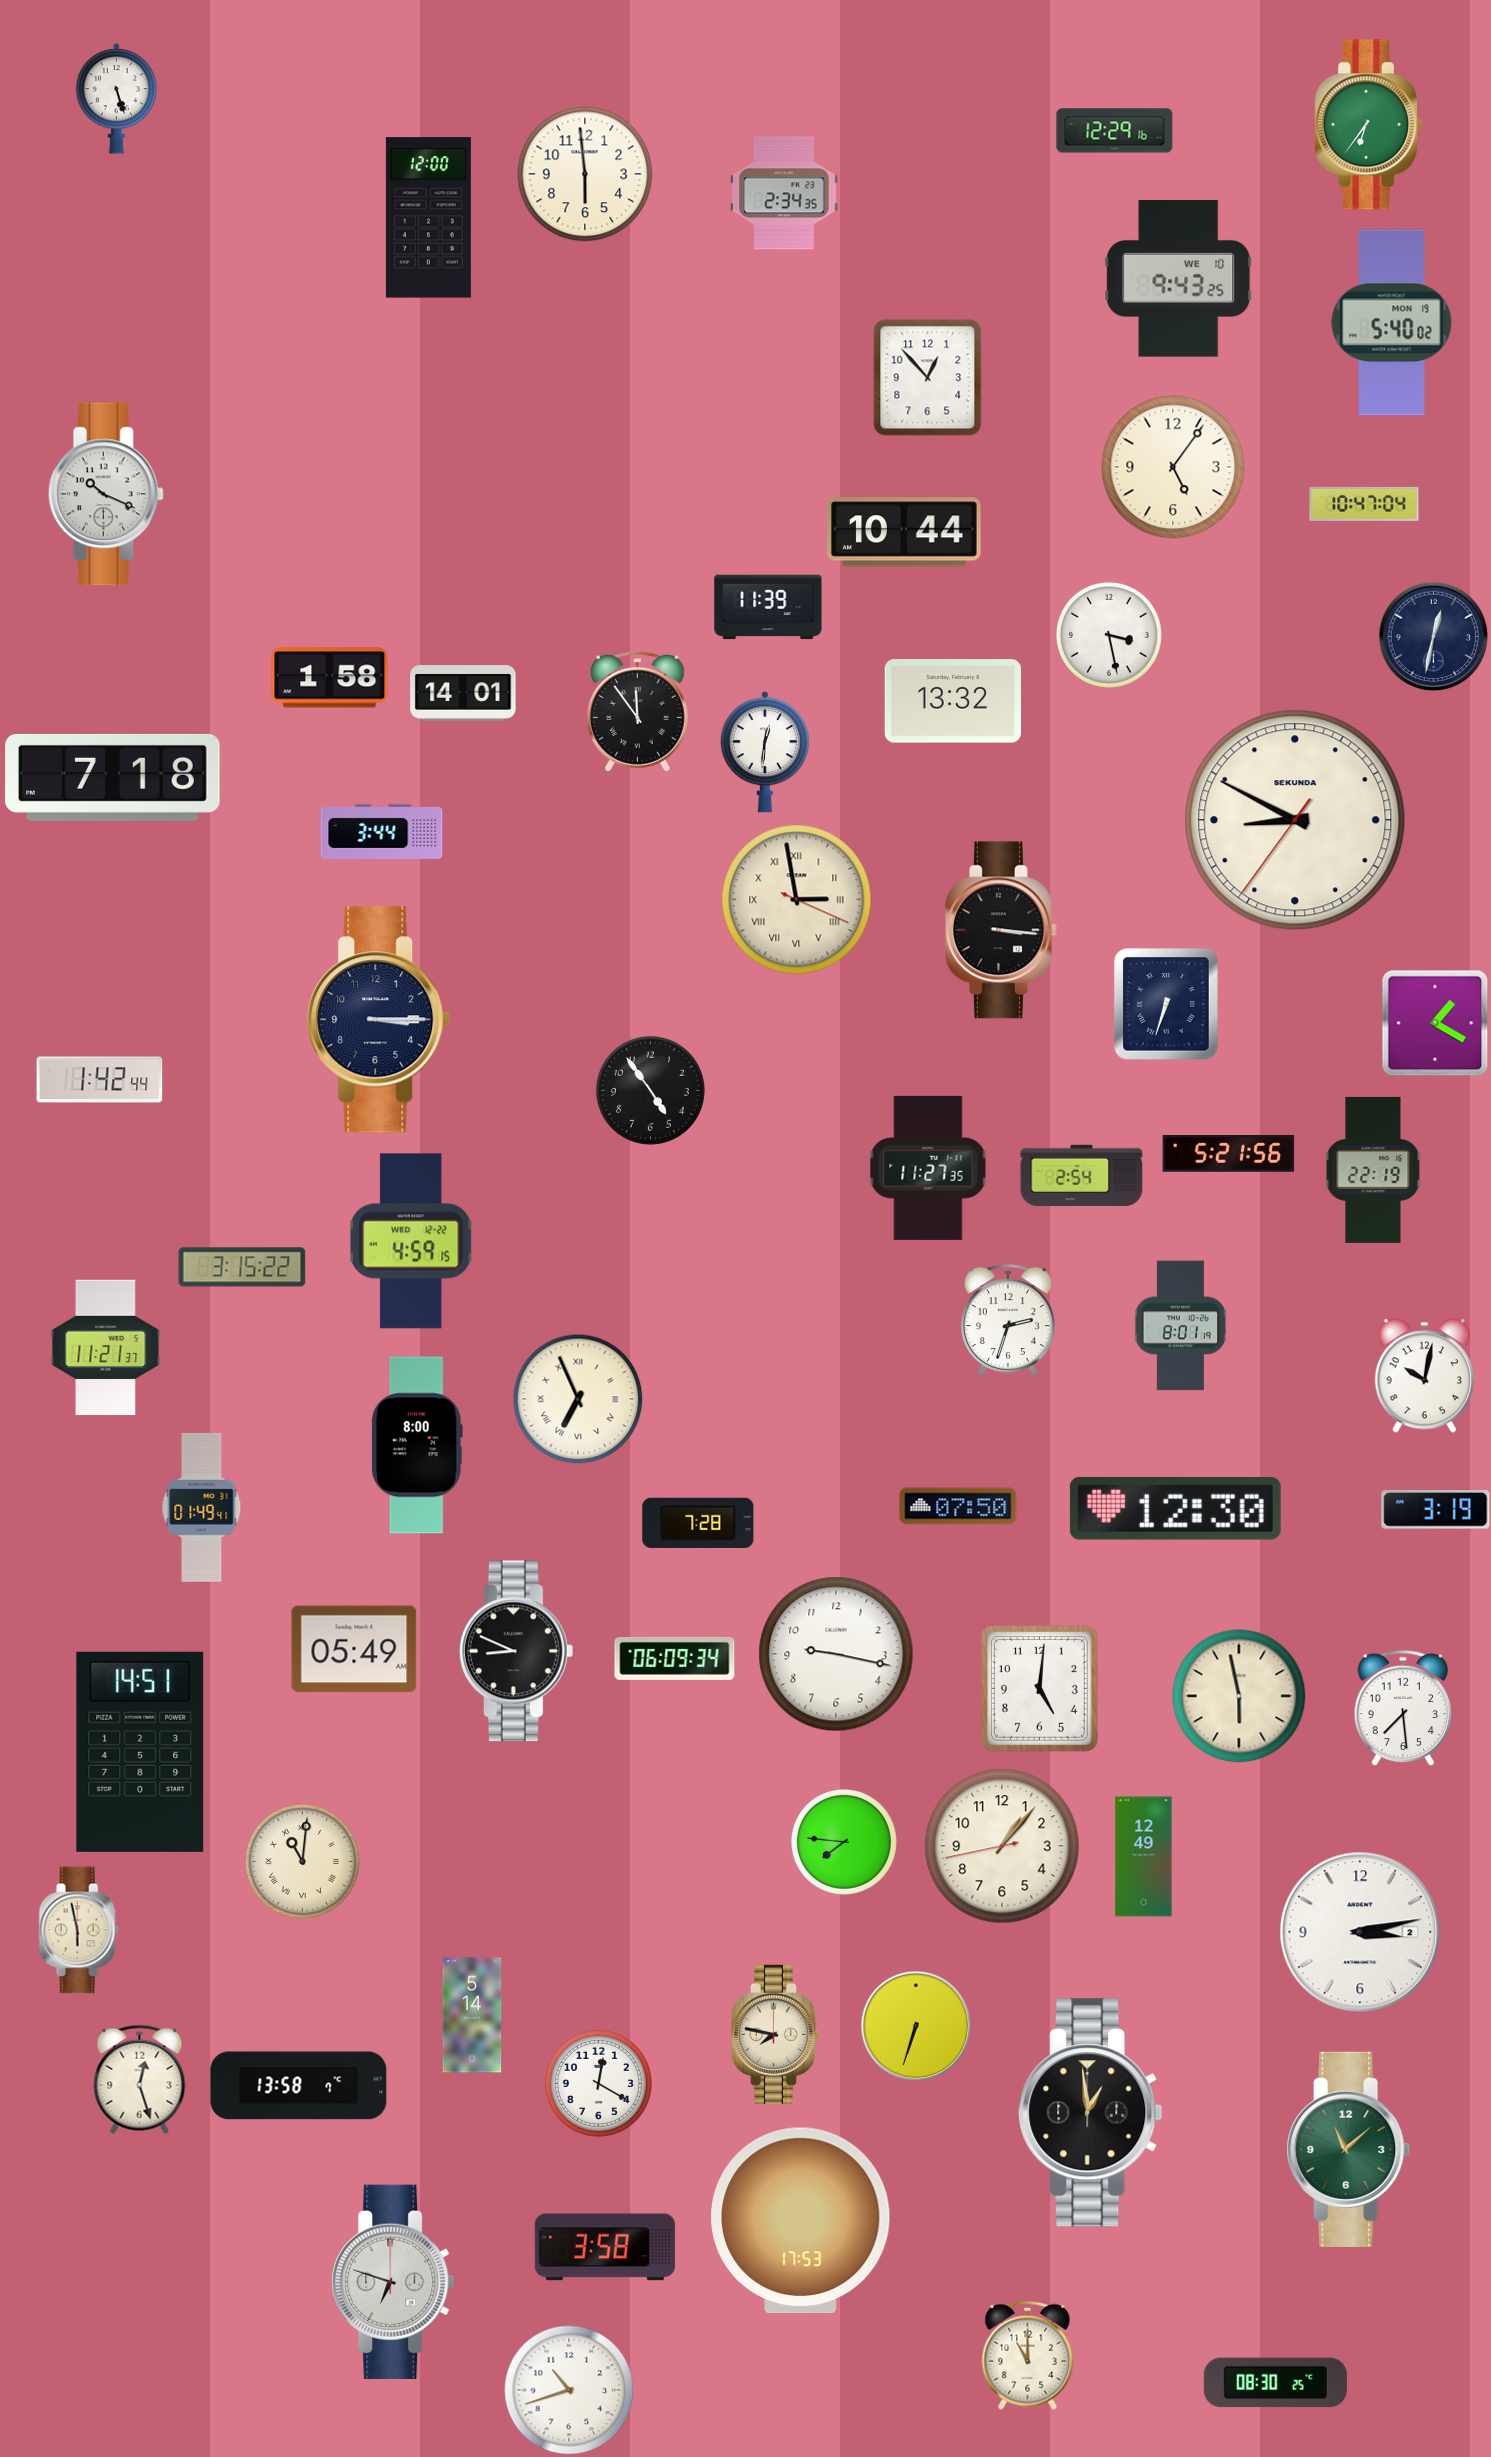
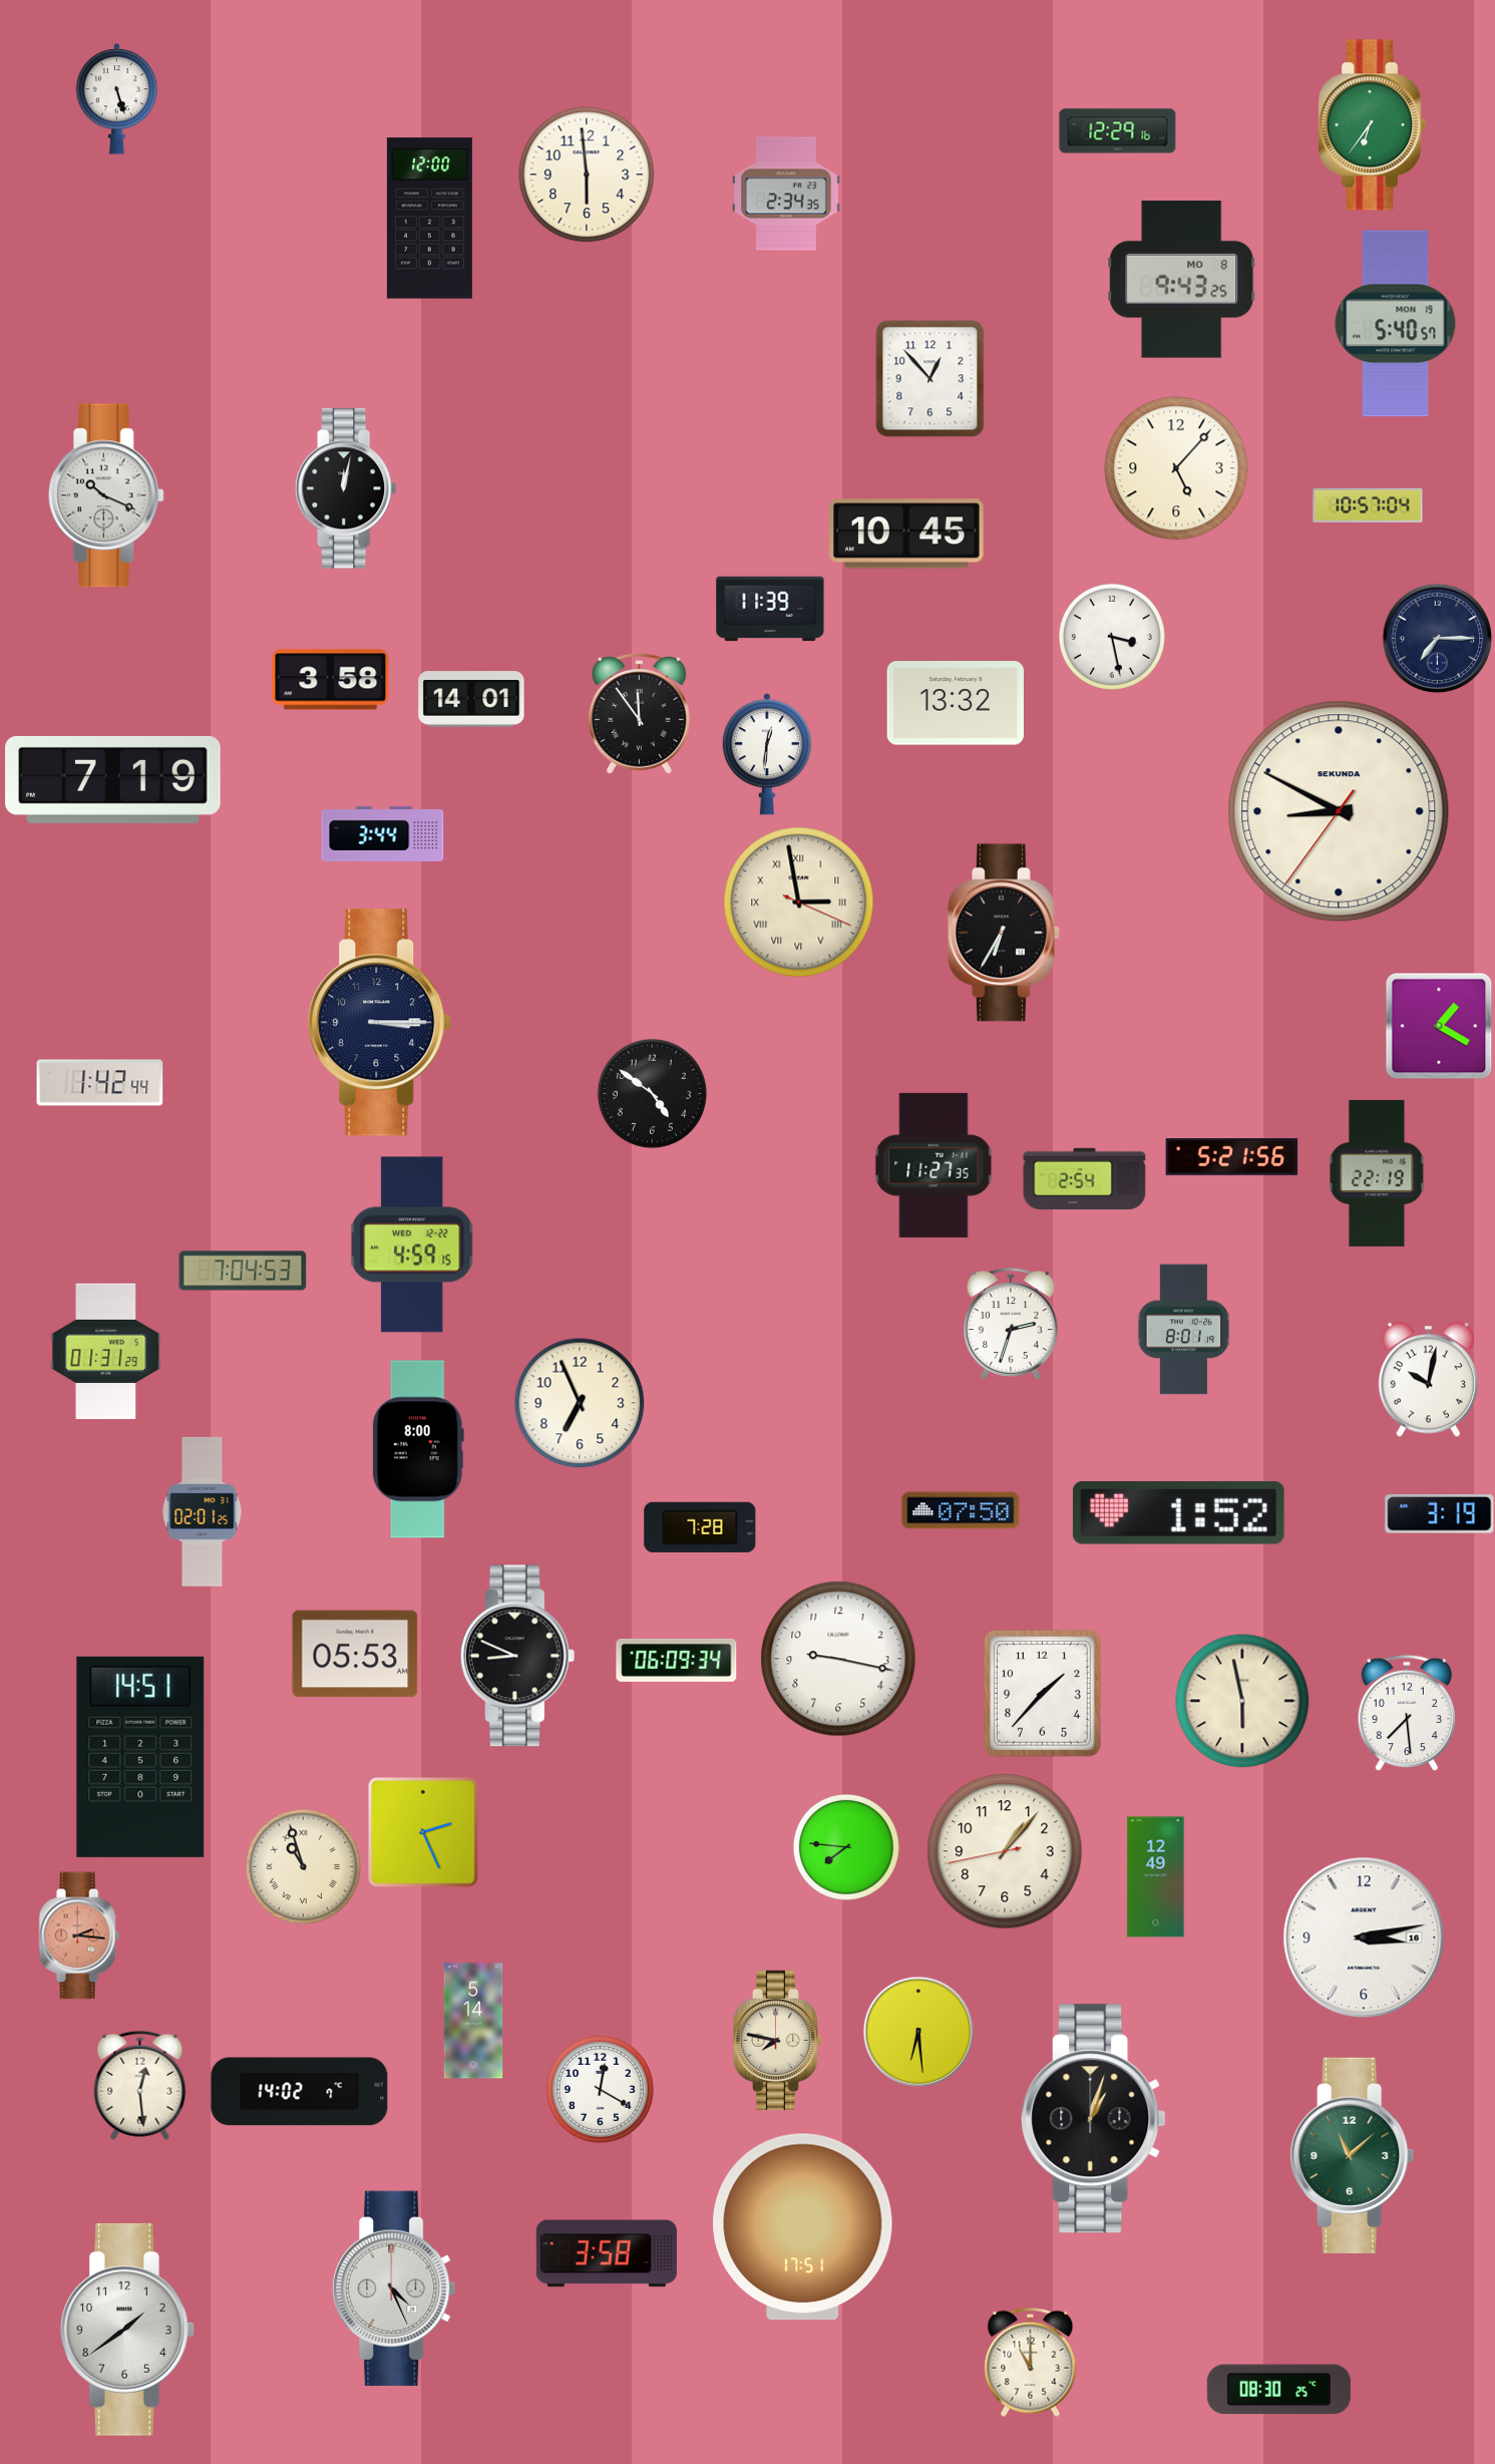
clock at (1179, 279) date: WE 10 -> MO 8
clock at (1392, 323): 5:40:02 -> 5:40:57
clock at (1173, 467): 5:06 -> 5:07
clock at (347, 488): none -> 12:02
clock at (1364, 504): 10:47 -> 10:57
clock at (905, 532): 10:44 -> 10:45
clock at (1433, 636): 12:32 -> 7:15
clock at (330, 678): 1:58 -> 3:58
clock at (463, 693) position: (463, 693) -> (471, 699)
clock at (113, 777): 7:18 -> 7:19
clock at (1295, 820) position: (1295, 820) -> (1339, 811)
clock at (1001, 930): 3:16 -> 6:35
clock at (1166, 1004): 6:33 -> none
clock at (650, 1090): 4:54 -> 4:51
clock at (928, 1168) position: (928, 1168) -> (933, 1165)
clock at (242, 1267): 3:15 -> 7:04
clock at (106, 1348): 11:21 -> 01:31
clock at (578, 1399) numerals: Roman -> Arabic
clock at (202, 1507): 01:49 -> 02:01
clock at (1175, 1508): 12:30 -> 1:52
clock at (354, 1649): 05:49 -> 05:53
clock at (675, 1658) position: (675, 1658) -> (677, 1660)
clock at (1039, 1689): 5:01 -> 1:37
clock at (423, 1832): none -> 2:26
clock at (1144, 1857) position: (1144, 1857) -> (1156, 1877)
clock at (302, 1861): 11:01 -> 10:57
clock at (79, 1930): 5:58 -> 2:16
clock at (79, 1930) dial: cream -> salmon
clock at (1360, 1932) date: 2 -> 16
clock at (916, 2026): 6:33 -> 6:29
clock at (140, 2079): 12:27 -> 12:29
clock at (299, 2086): 13:58 -> 14:02
clock at (1091, 2113): 12:59 -> 1:03
clock at (801, 2221): 17:53 -> 17:51
clock at (393, 2282): 6:48 -> 4:26
clock at (128, 2330): none -> 1:39
clock at (569, 2390): 10:42 -> none
